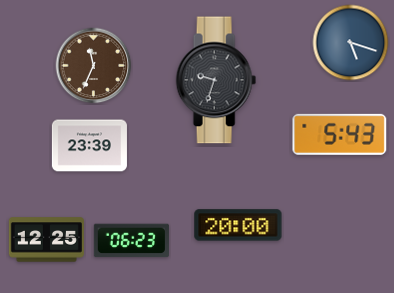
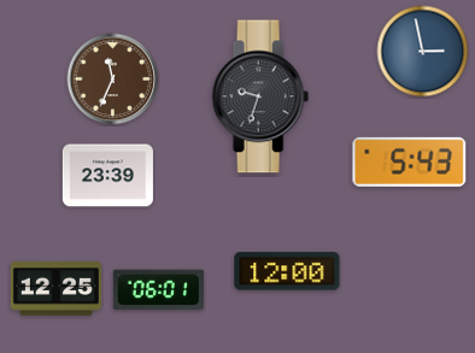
clock at (351, 43): 5:18 -> 2:58
clock at (238, 225): 20:00 -> 12:00
clock at (131, 241): 06:23 -> 06:01
